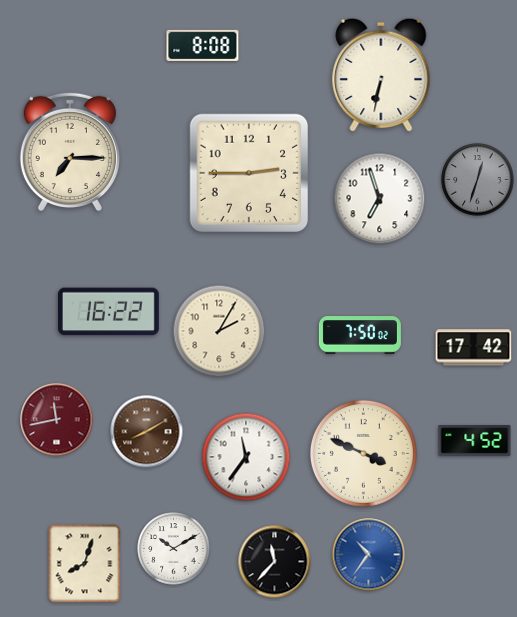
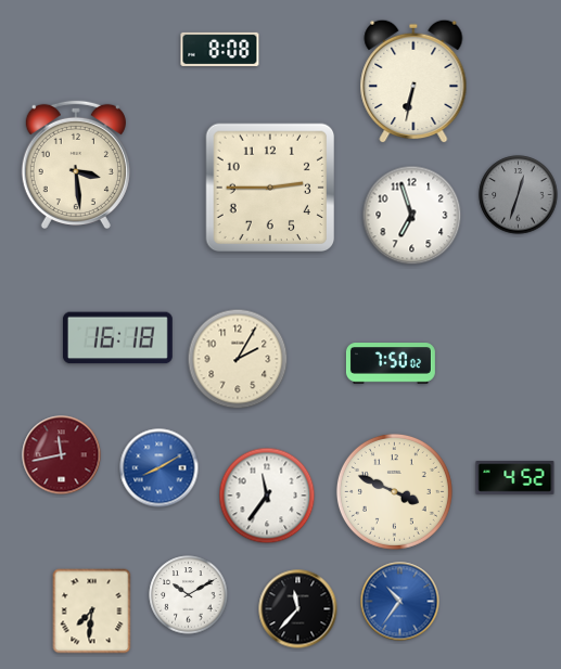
clock at (70, 152): 7:15 -> 3:29
clock at (108, 312): 16:22 -> 16:18
clock at (474, 348): 17:42 -> none
clock at (147, 432) dial: brown -> blue
clock at (85, 564): 8:03 -> 7:31
